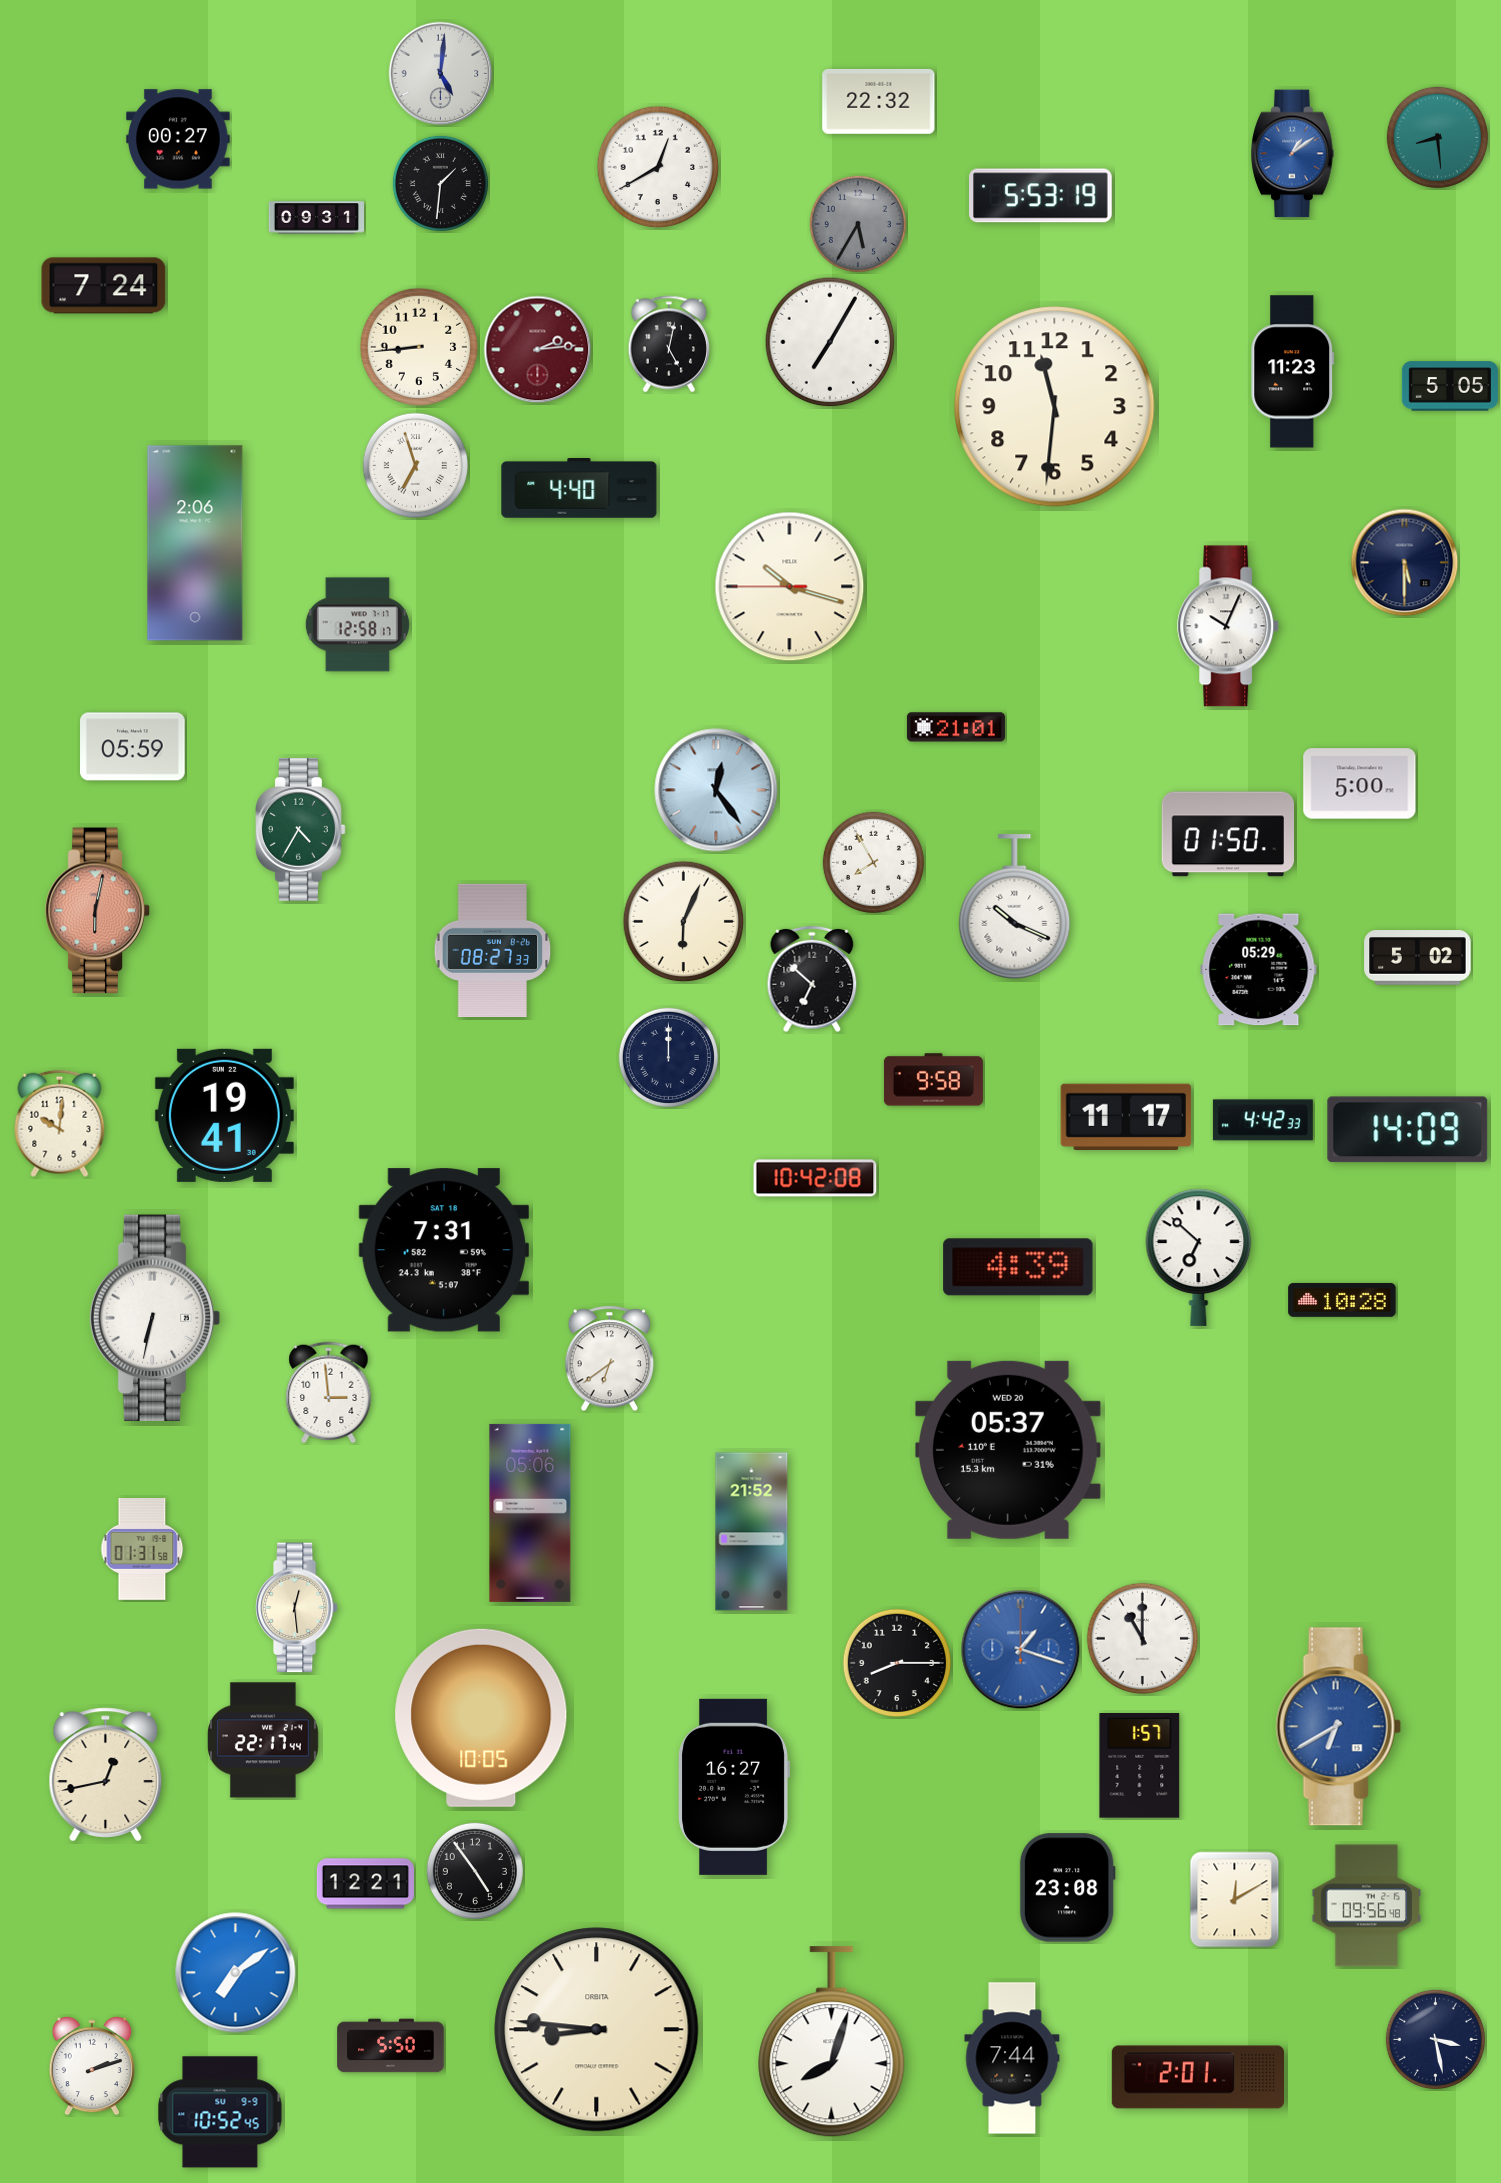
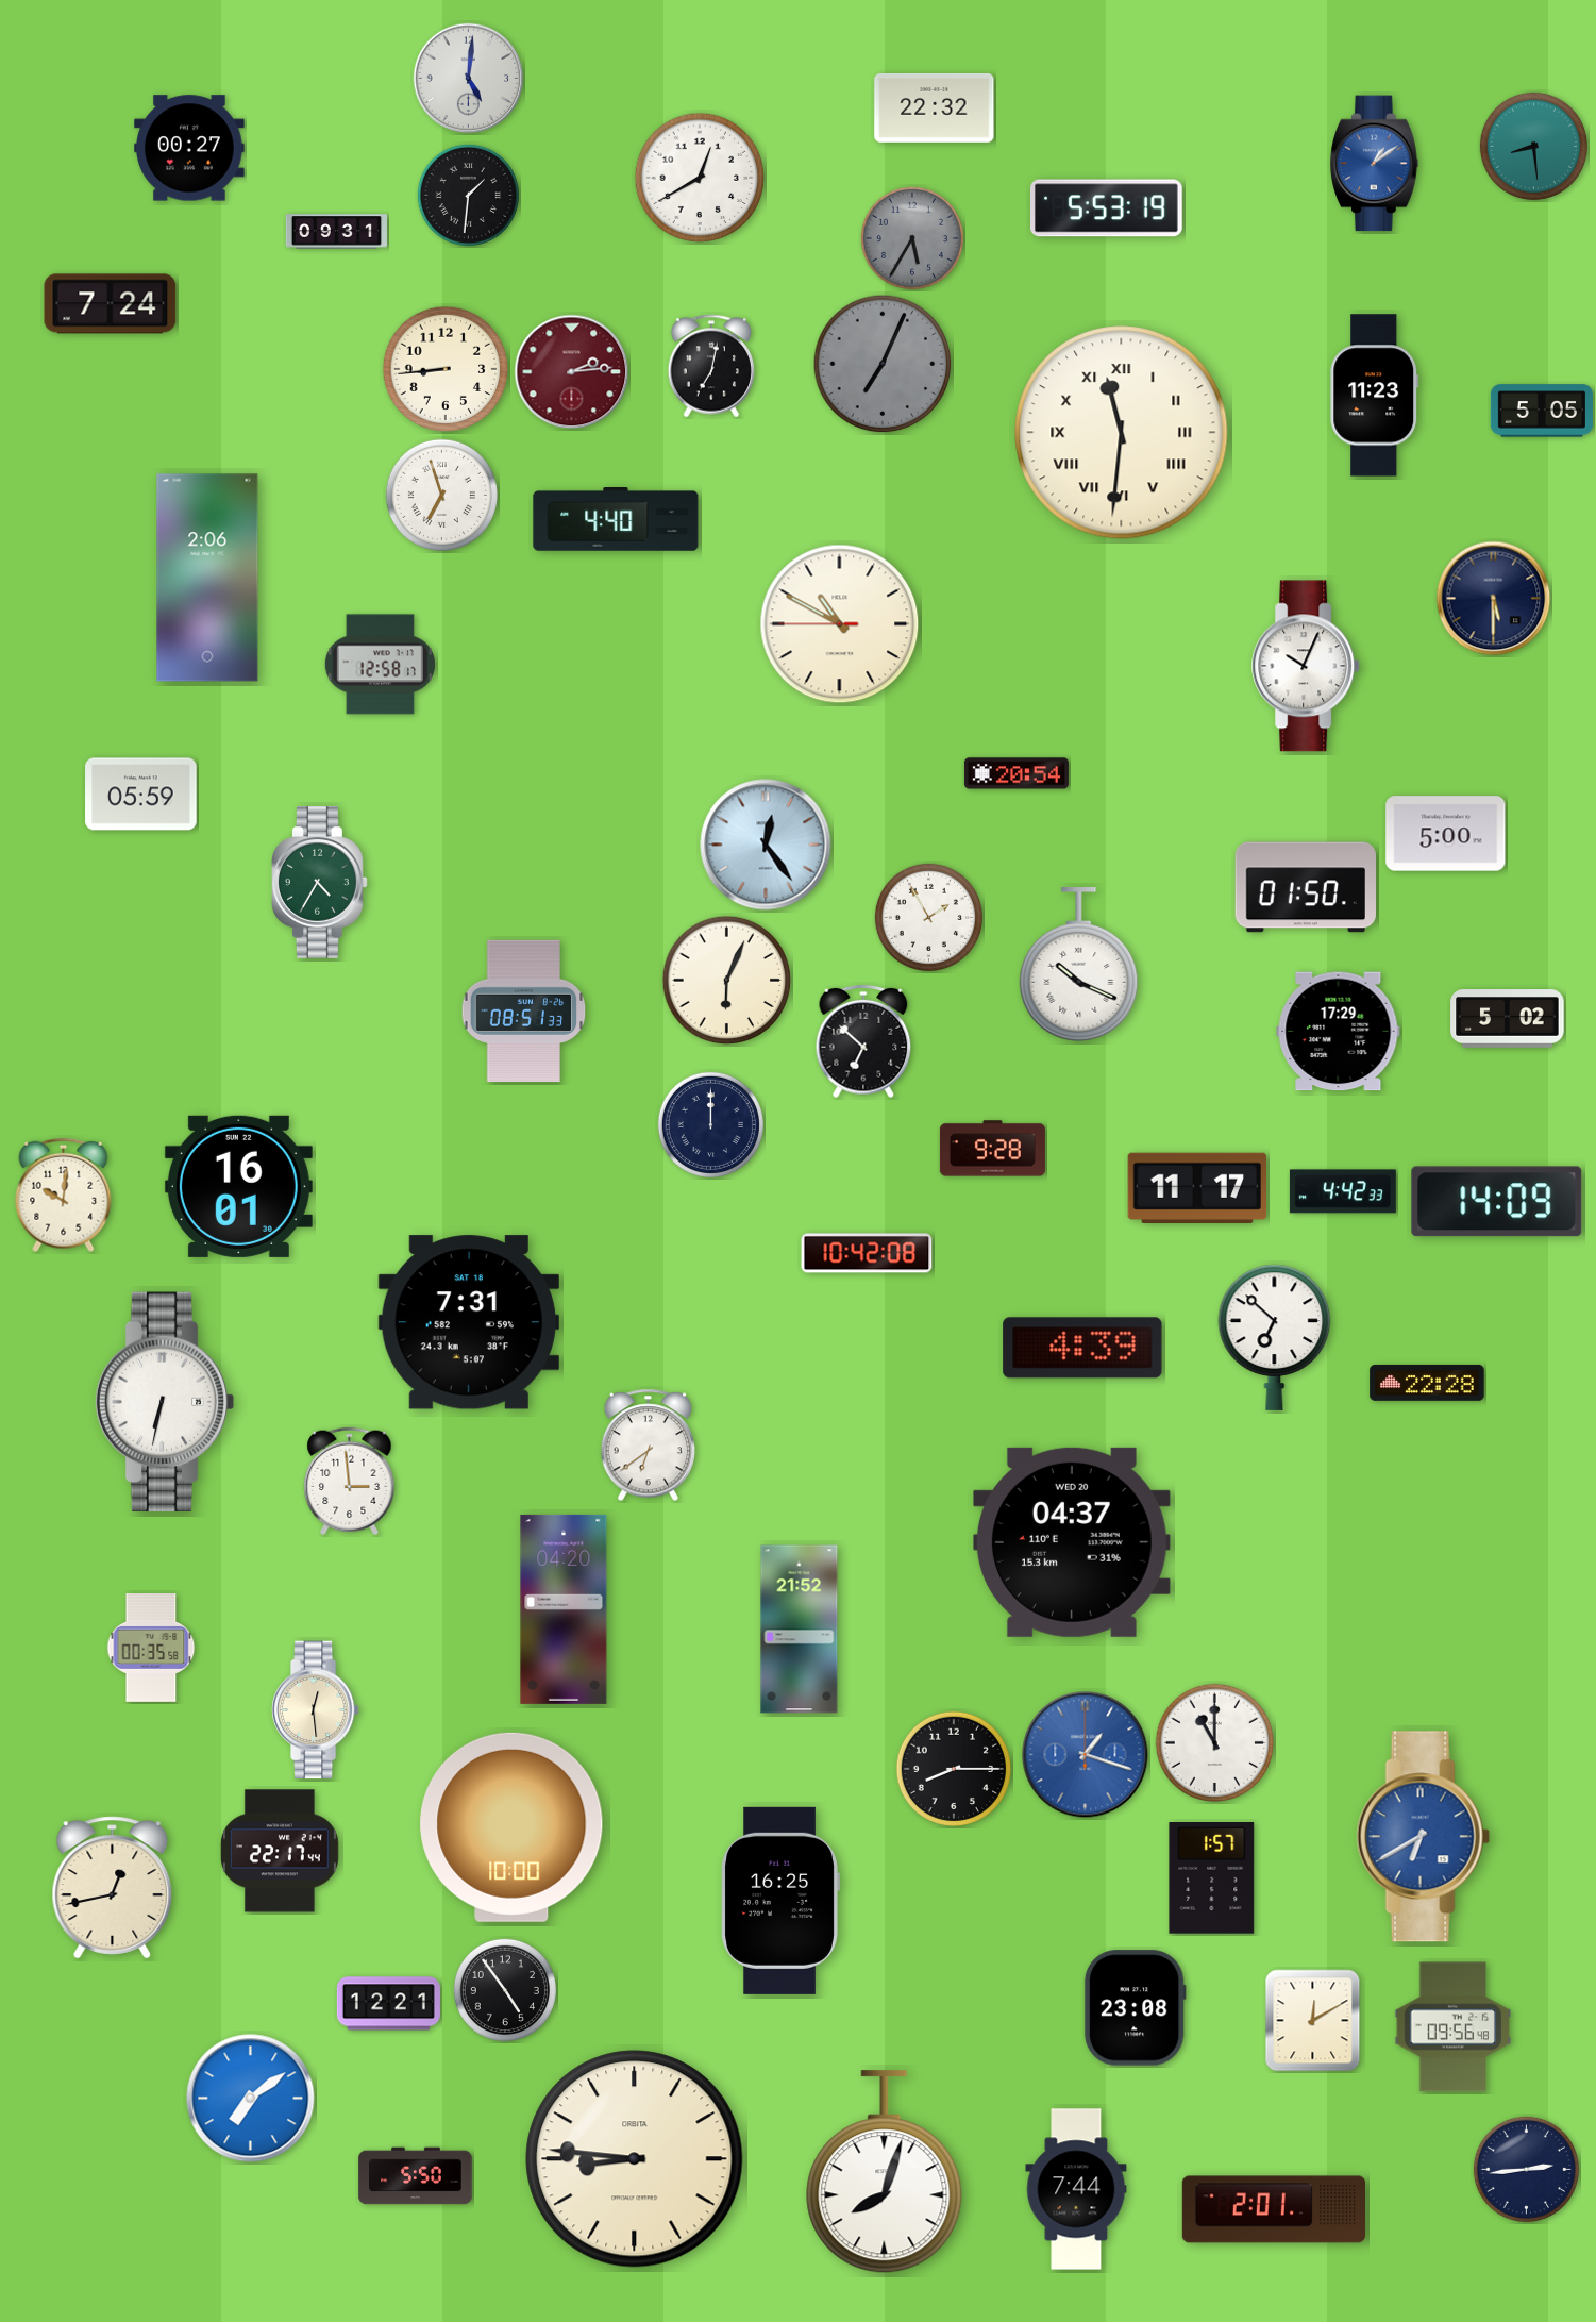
clock at (1437, 137) position: (1437, 137) -> (1533, 146)
clock at (830, 342): 7:05 -> 7:04
clock at (830, 342) dial: white -> grey
clock at (669, 344): 5:02 -> 7:02
clock at (1055, 407) numerals: Arabic -> Roman
clock at (790, 587): 10:17 -> 10:49
clock at (956, 727): 21:01 -> 20:54
clock at (716, 790) position: (716, 790) -> (766, 845)
clock at (873, 862): 7:55 -> 1:55
clock at (98, 911): 6:02 -> none
clock at (493, 950): 08:27 -> 08:51
clock at (1259, 970): 05:29 -> 17:29
clock at (933, 1080): 9:58 -> 9:28
clock at (224, 1115): 19:41 -> 16:01
clock at (444, 1250) position: (444, 1250) -> (469, 1322)
clock at (1342, 1300): 10:28 -> 22:28
clock at (1008, 1450): 05:37 -> 04:37
clock at (530, 1513): 05:06 -> 04:20
clock at (142, 1550): 01:31 -> 00:35
clock at (481, 1718): 10:05 -> 10:00
clock at (734, 1787): 16:27 -> 16:25
clock at (1435, 2039): 3:28 -> 2:44
clock at (91, 2066): 2:12 -> none
clock at (220, 2112): 10:52 -> none
